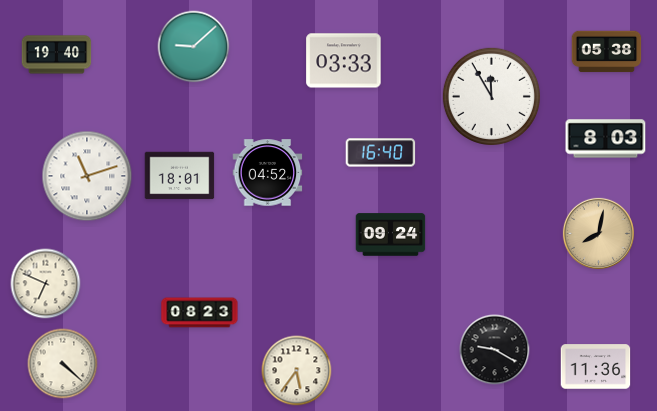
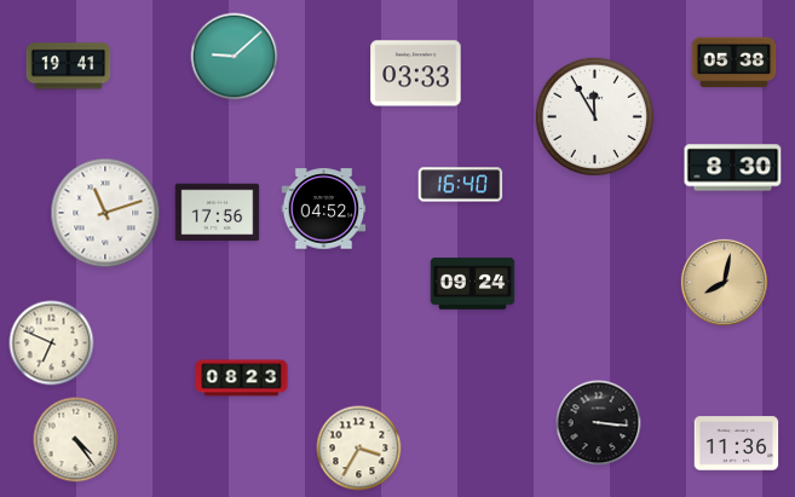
clock at (57, 55): 19:40 -> 19:41
clock at (606, 139): 8:03 -> 8:30
clock at (180, 176): 18:01 -> 17:56
clock at (46, 284) position: (46, 284) -> (52, 343)
clock at (495, 350): 9:20 -> 3:16
clock at (63, 364): 4:22 -> 4:24
clock at (596, 367) position: (596, 367) -> (737, 444)
clock at (297, 371): 5:36 -> 3:35
